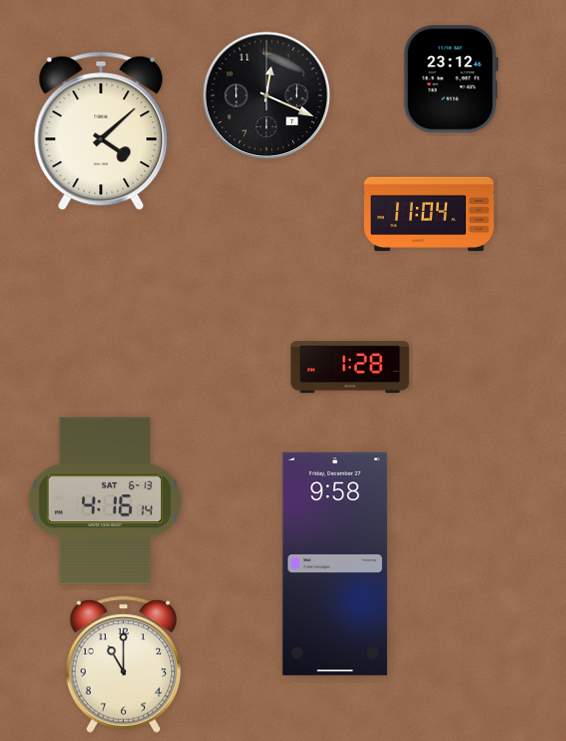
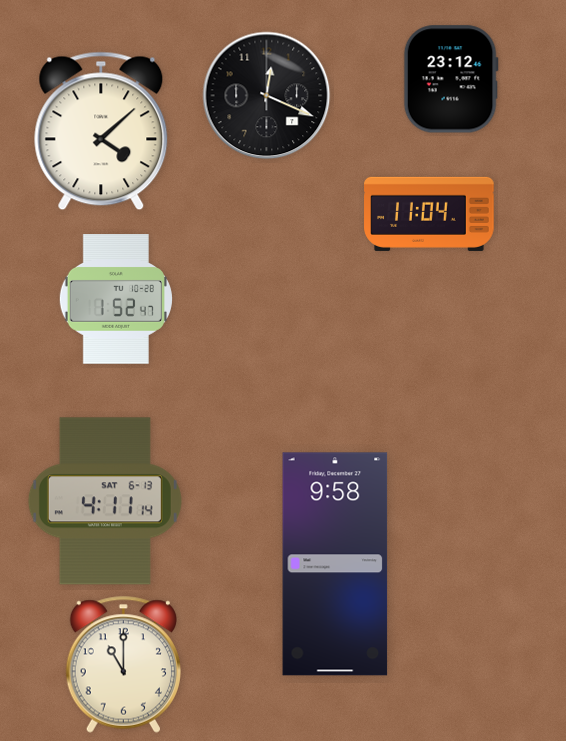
clock at (116, 299): none -> 1:52
clock at (350, 368): 1:28 -> none
clock at (105, 501): 4:16 -> 4:11
